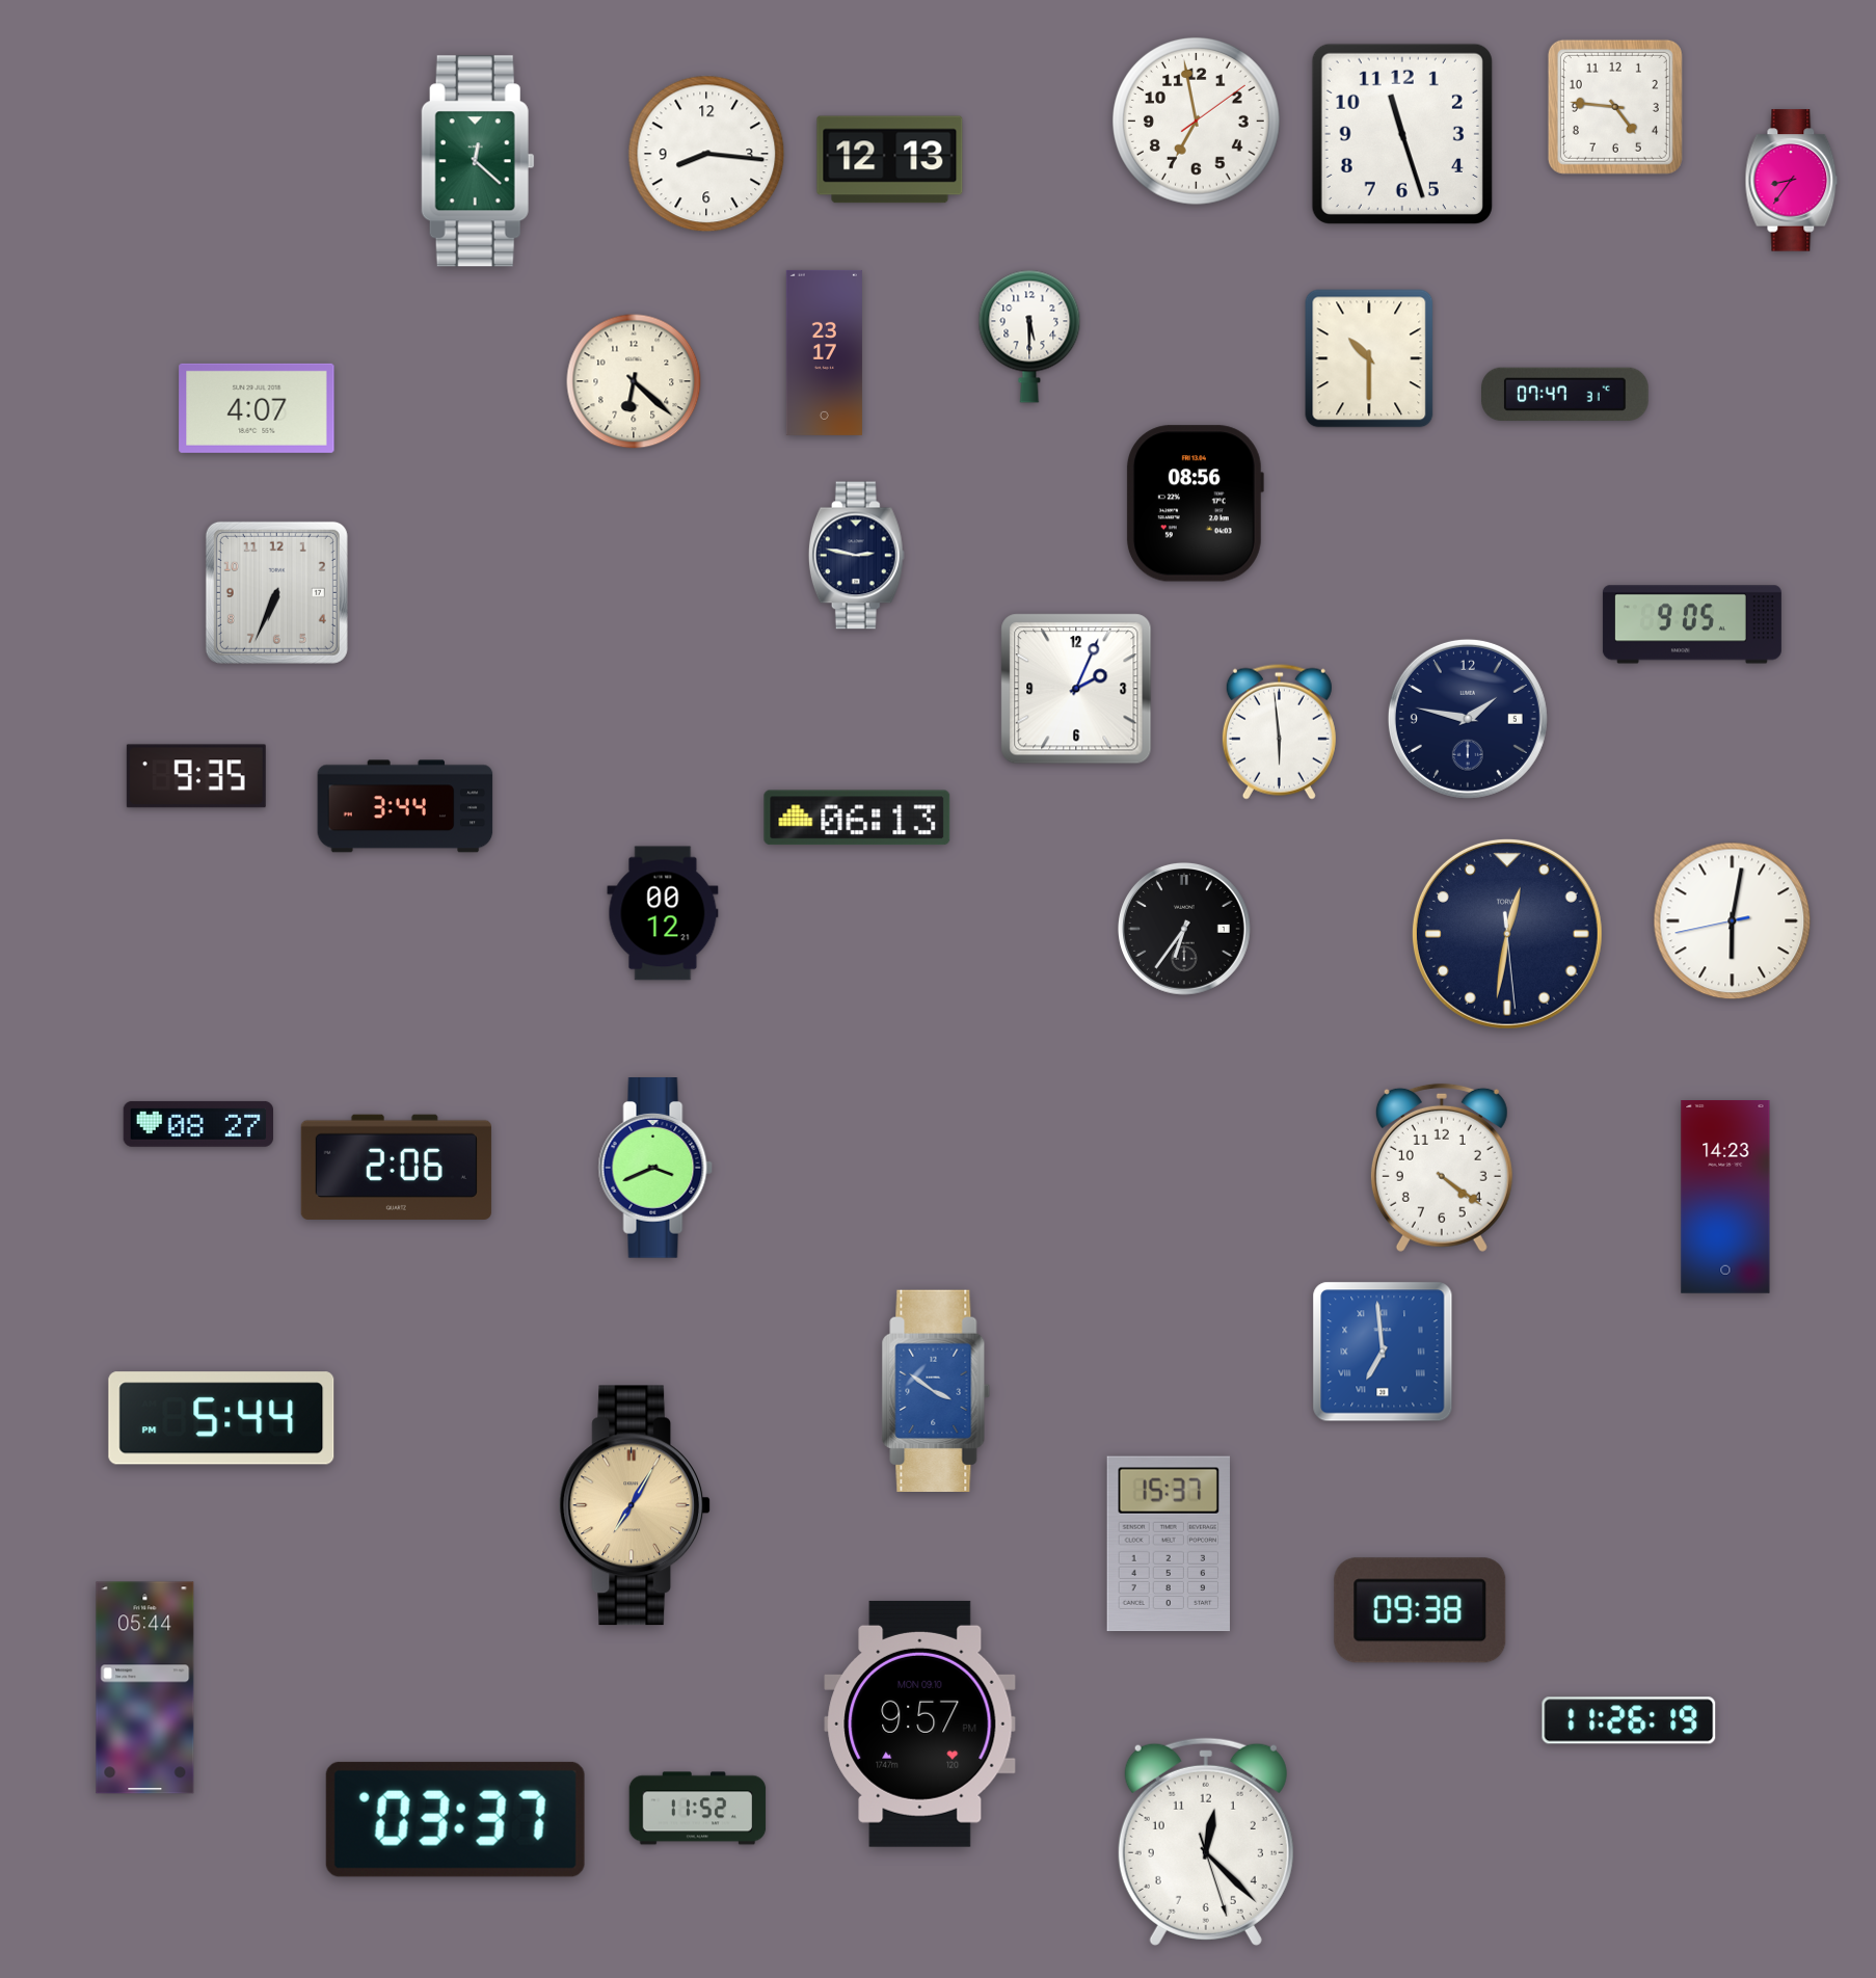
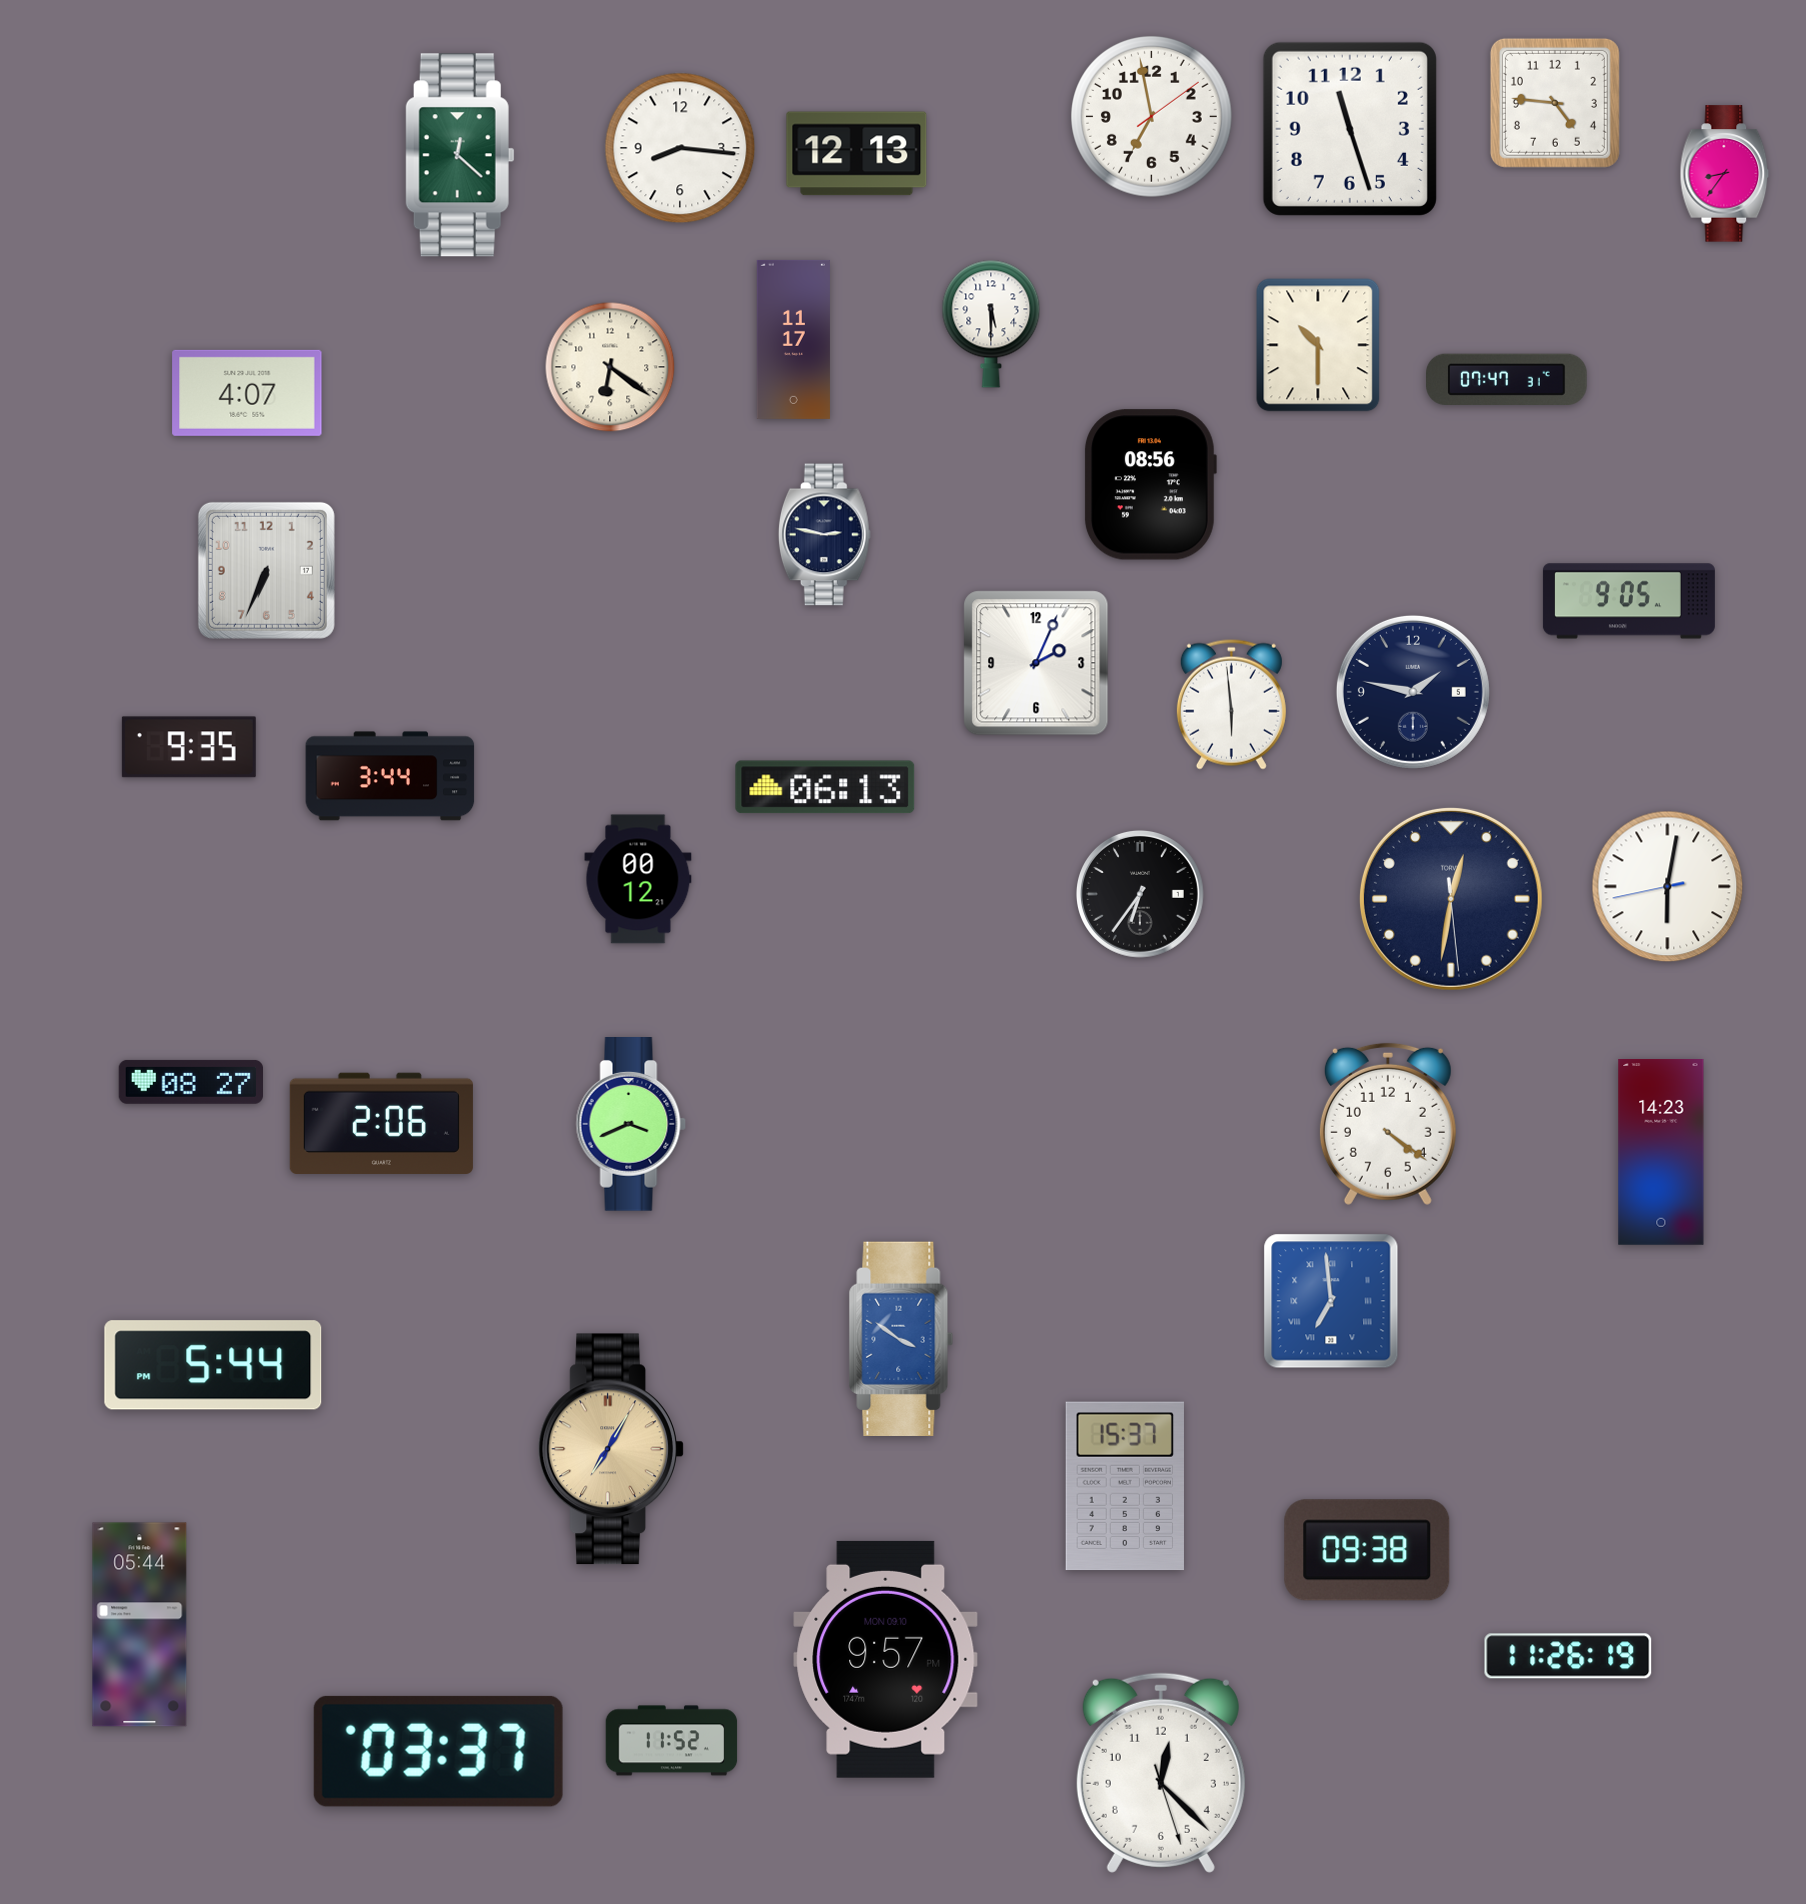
clock at (824, 352): 23:17 -> 11:17
clock at (634, 381): 6:22 -> 6:21
